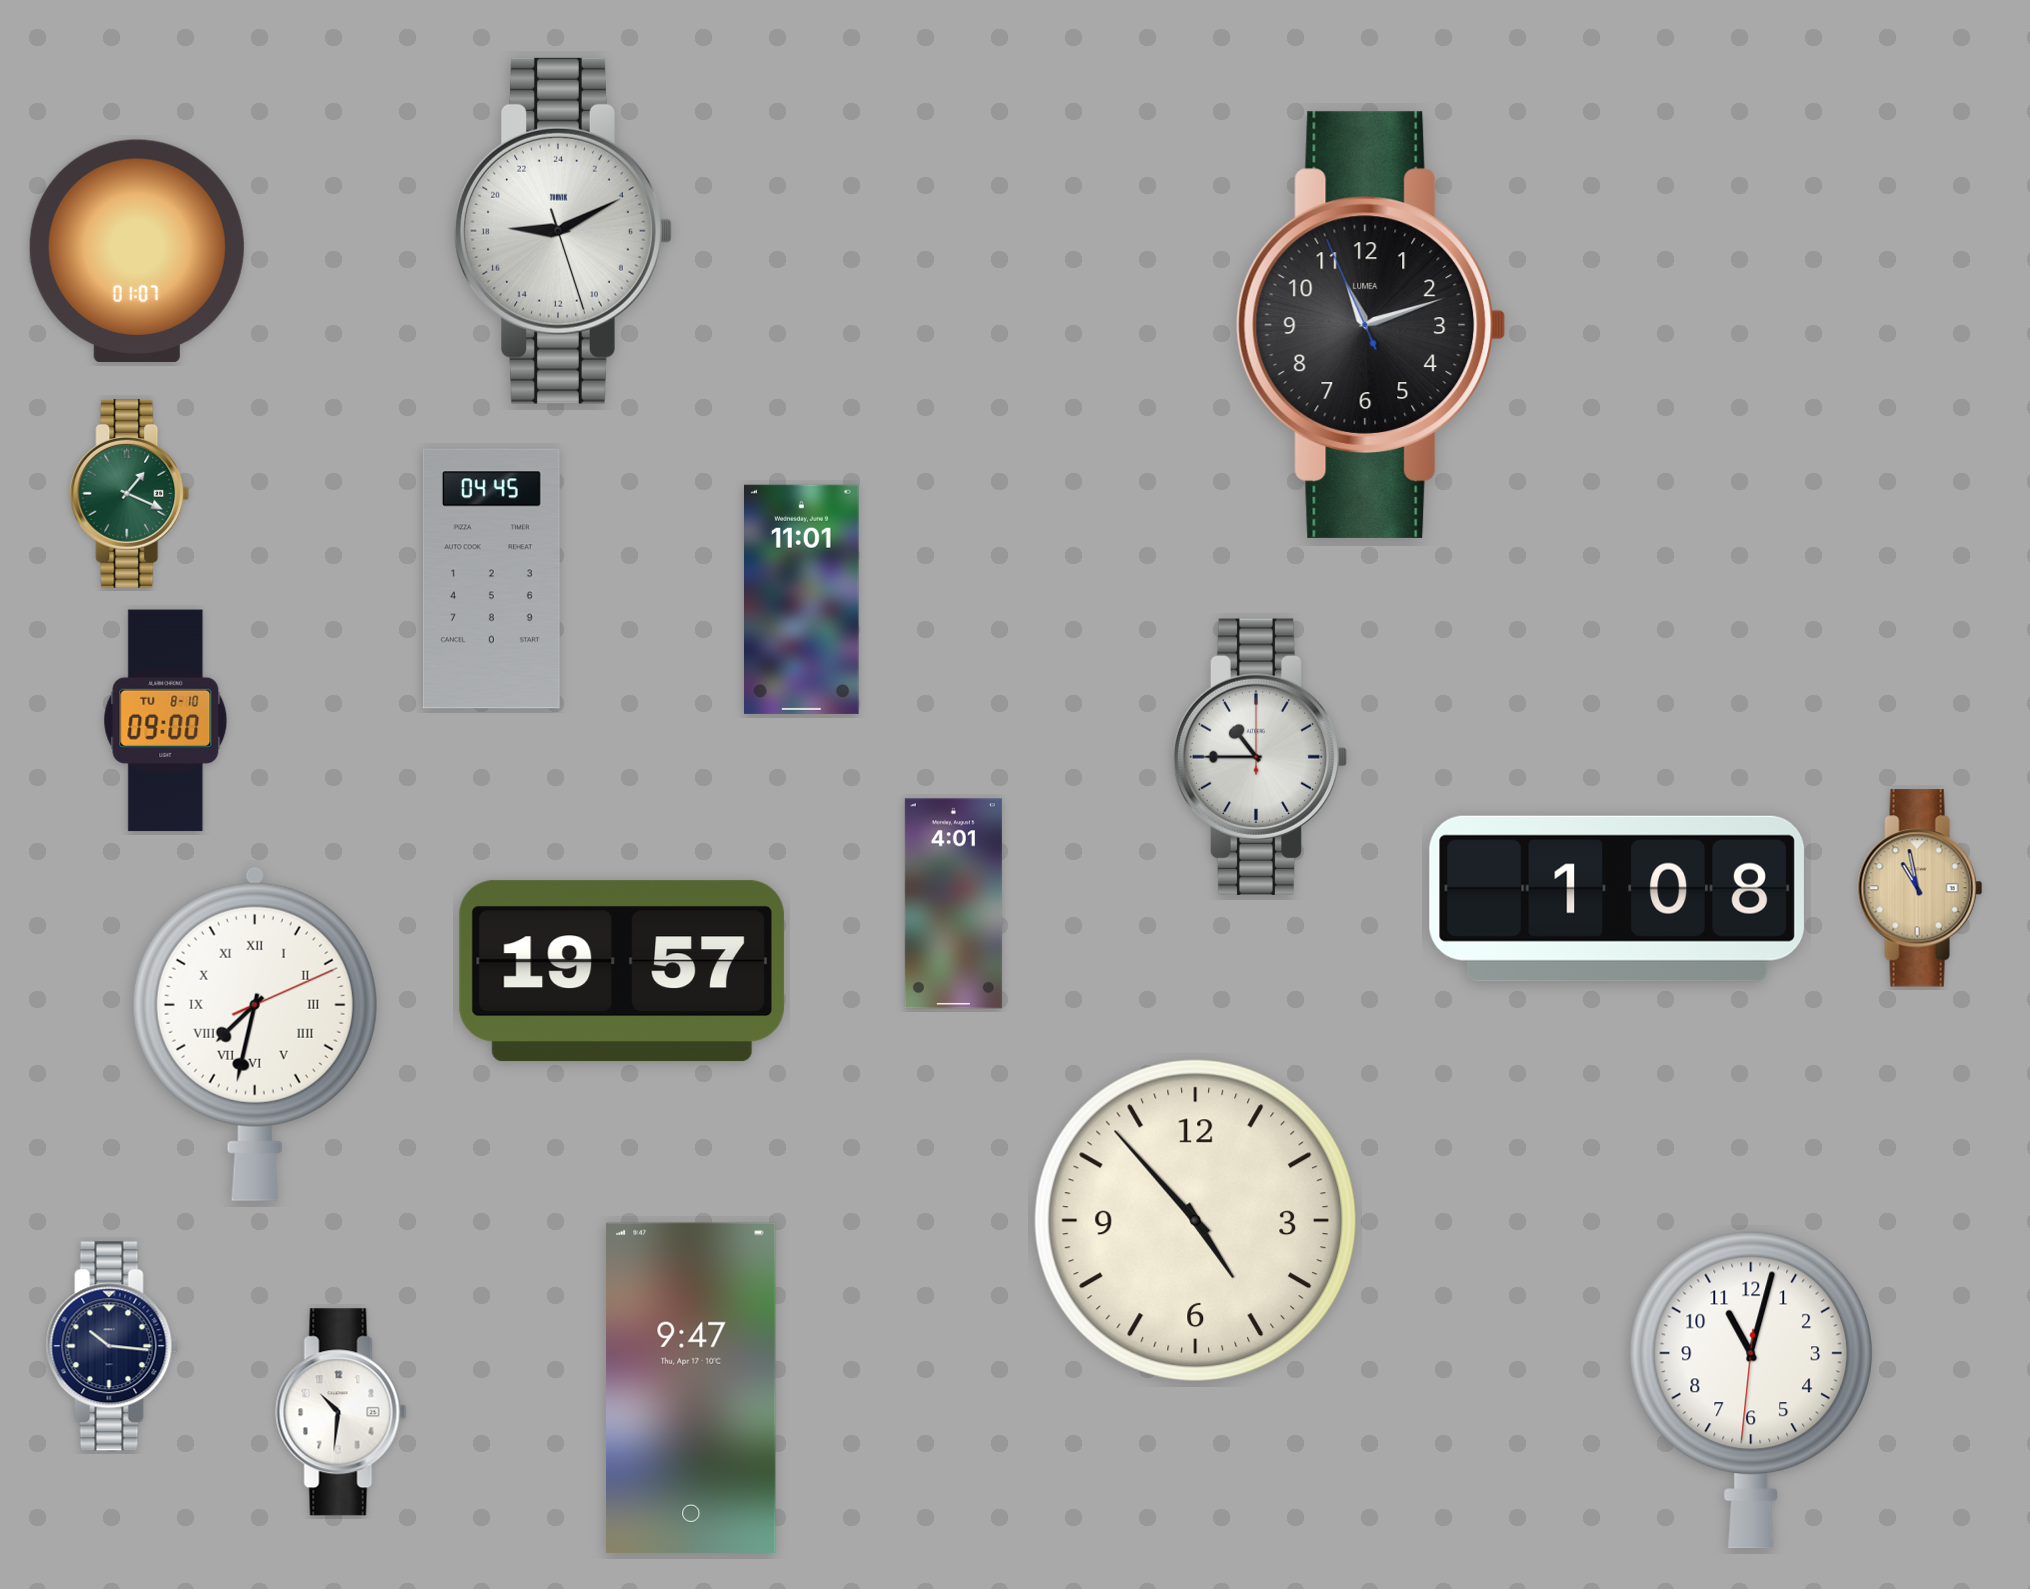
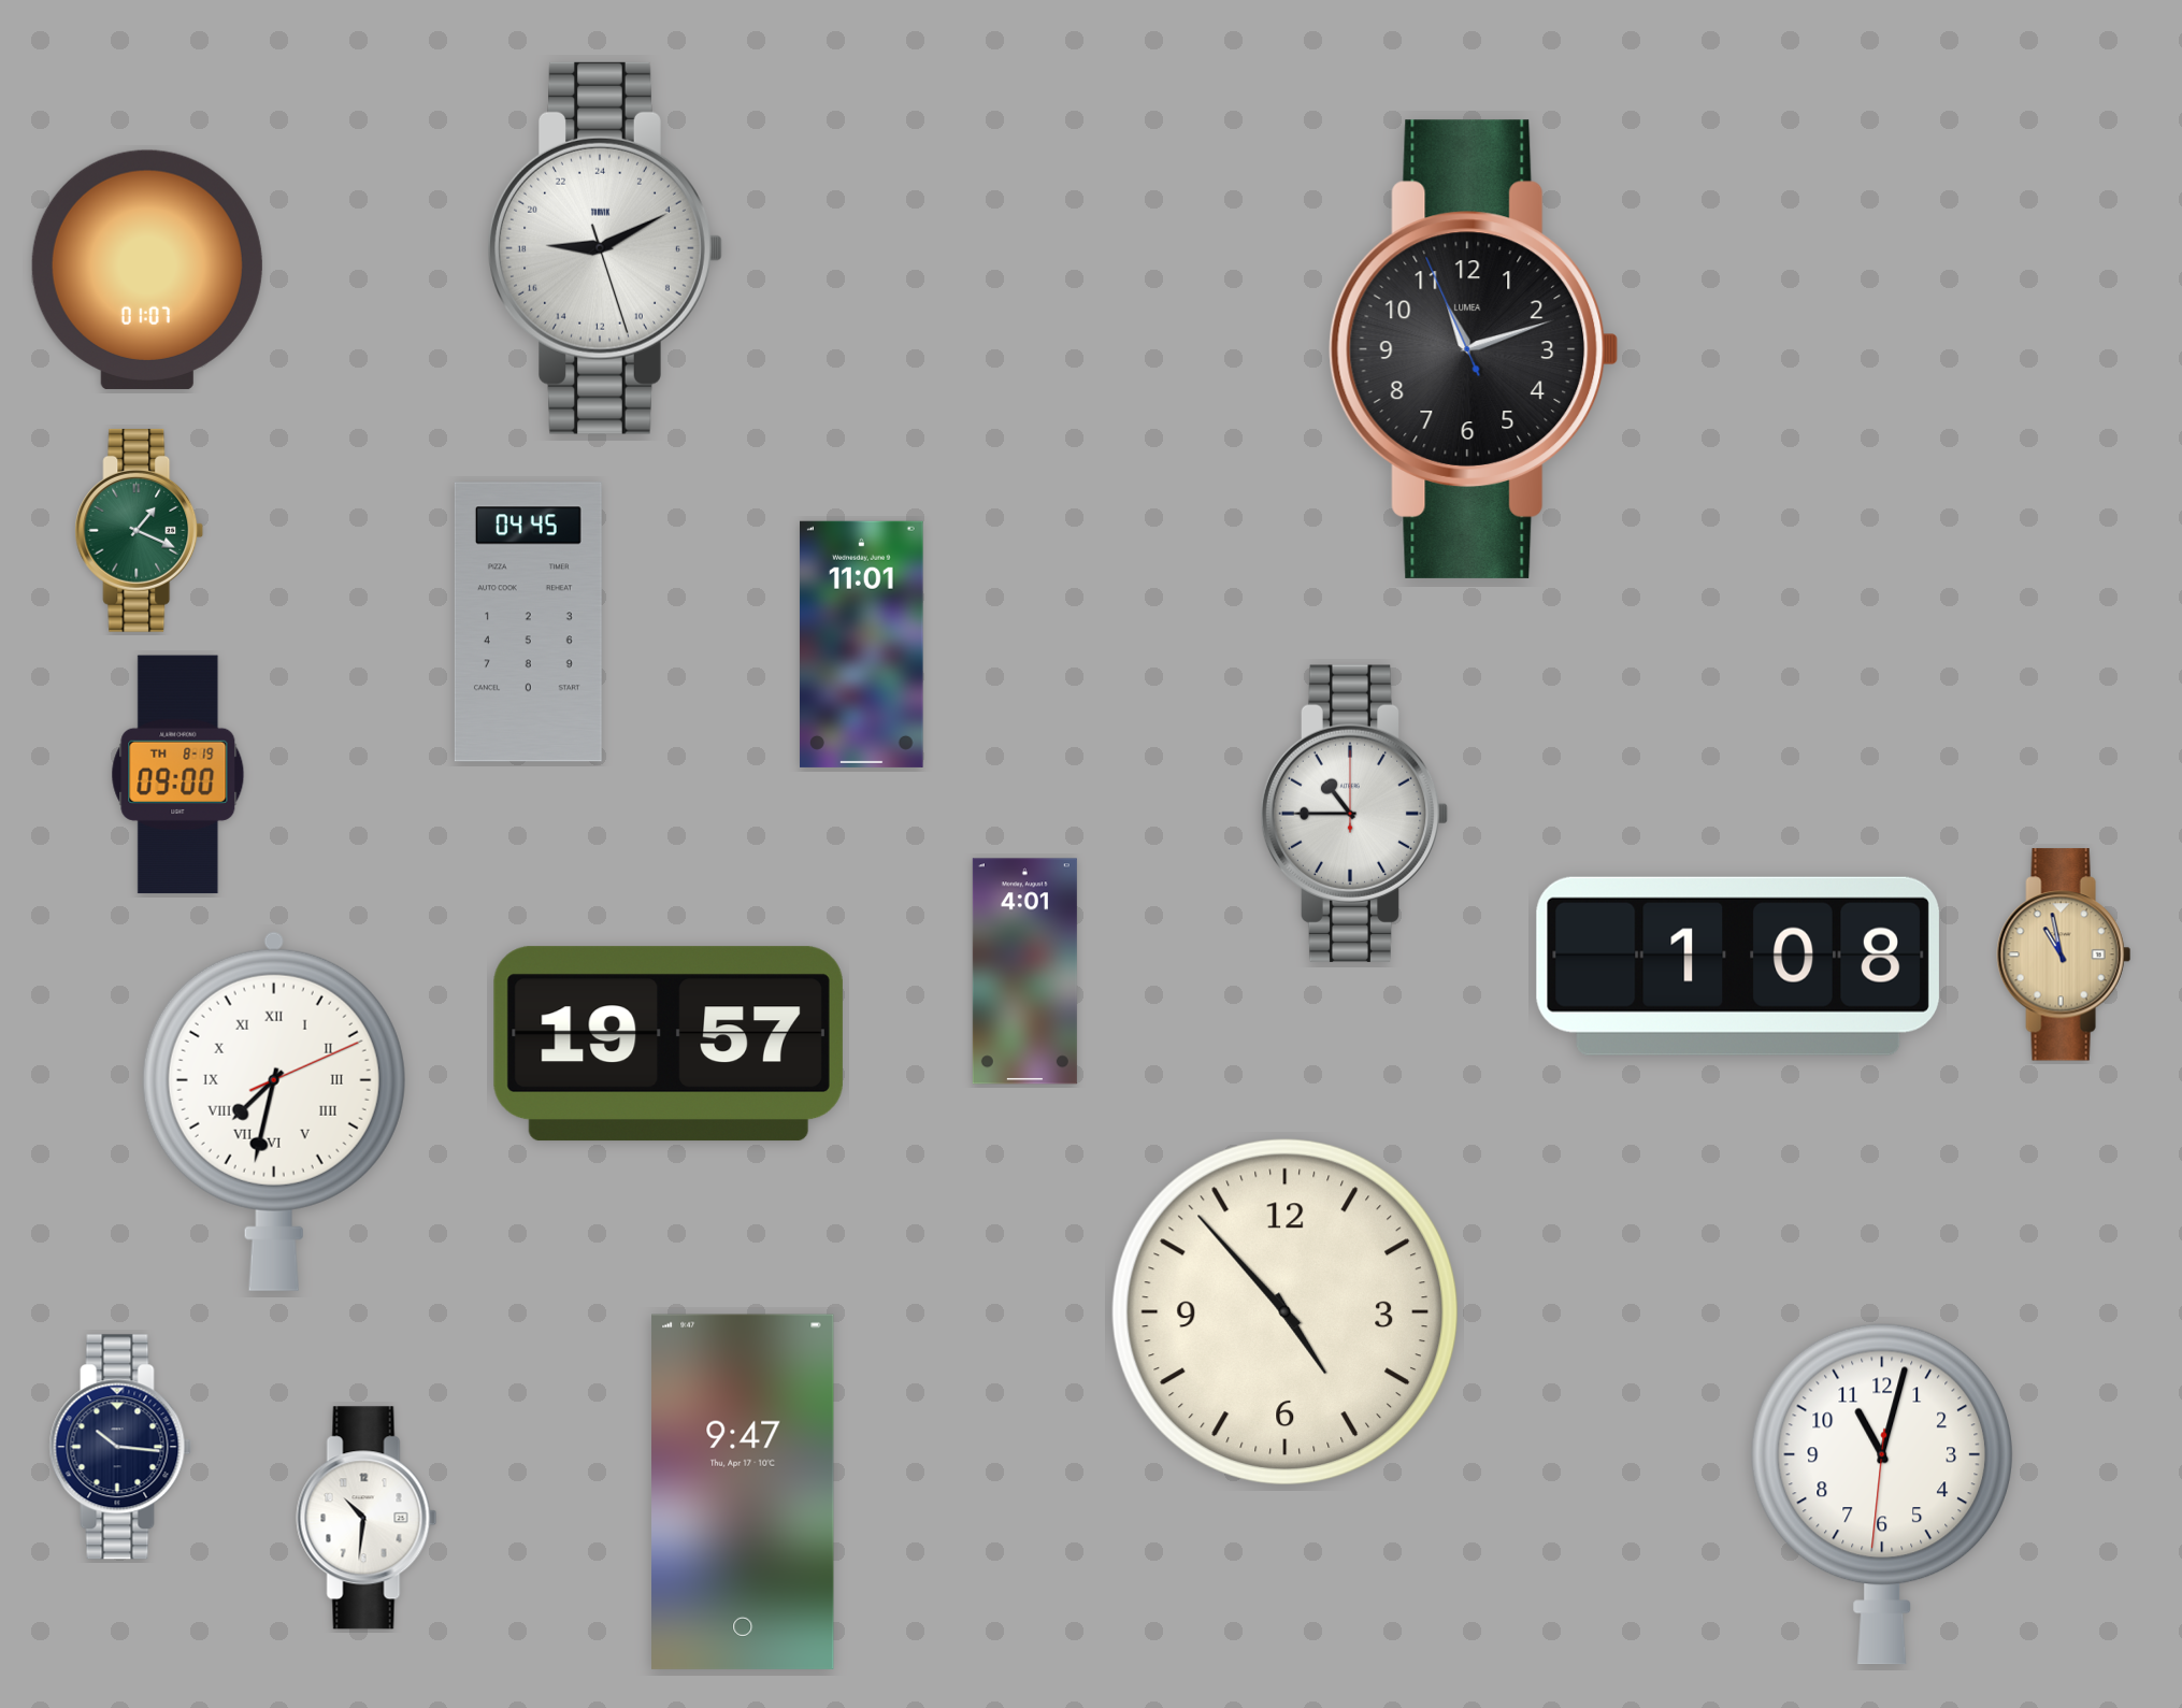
clock at (166, 721) date: TU 8-10 -> TH 8-19
